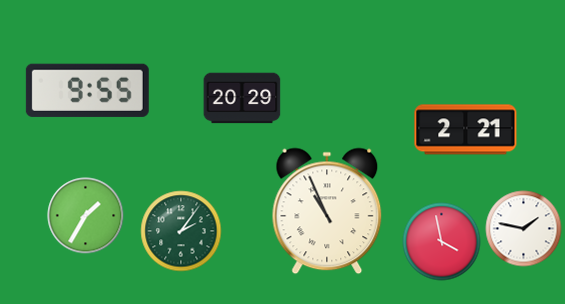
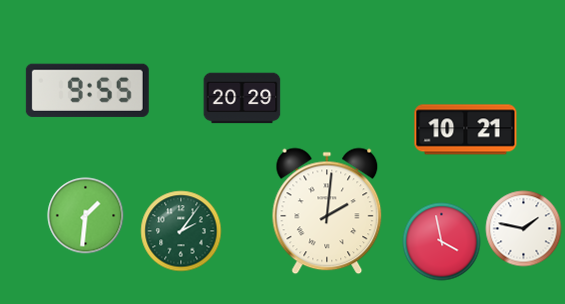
clock at (466, 130): 2:21 -> 10:21
clock at (327, 211): 10:56 -> 2:01
clock at (86, 216): 1:35 -> 1:31
